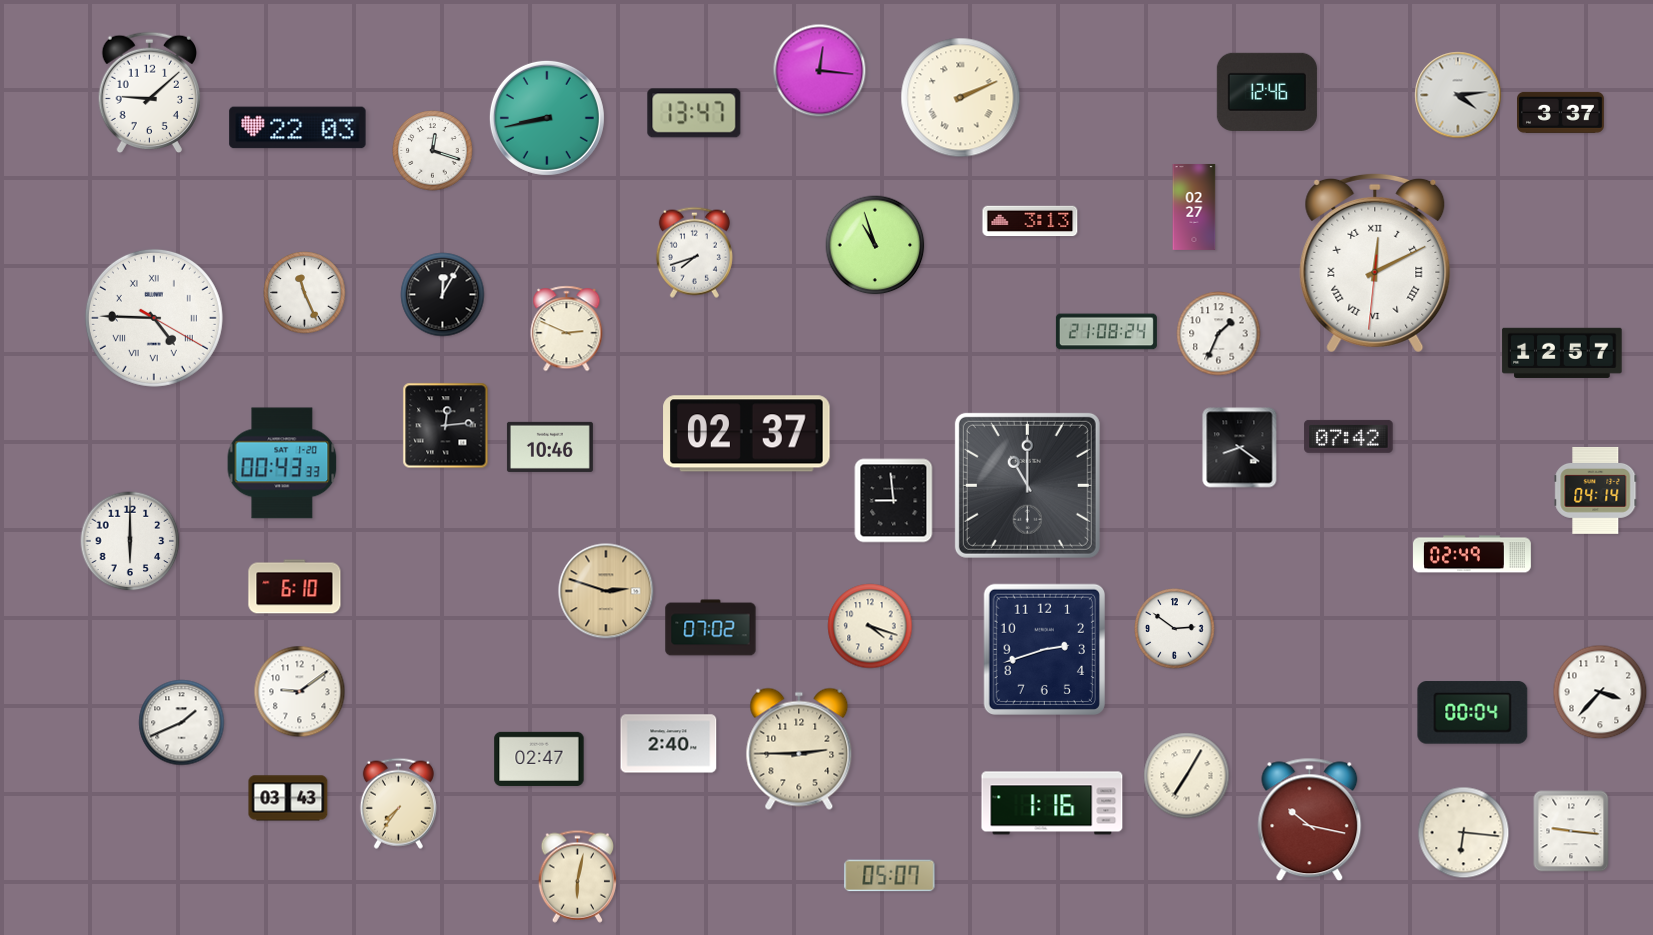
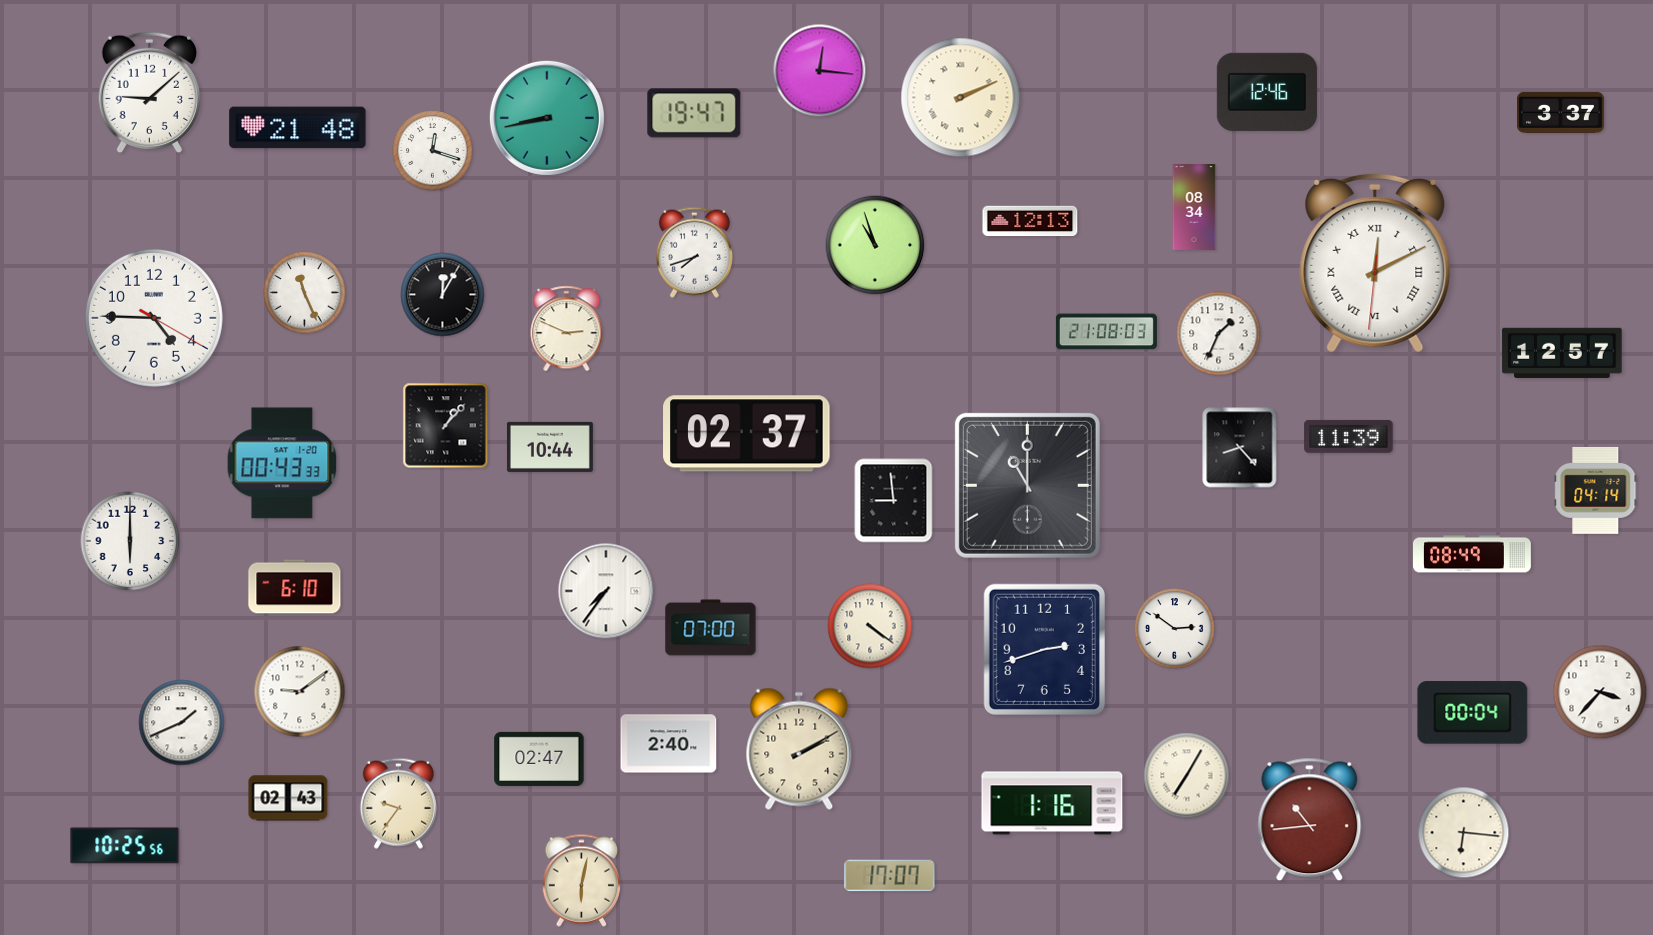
clock at (1458, 95): 4:14 -> none
clock at (694, 113): 13:47 -> 19:47
clock at (298, 128): 22:03 -> 21:48
clock at (1194, 207): 02:27 -> 08:34
clock at (1030, 221): 3:13 -> 12:13
clock at (154, 318) numerals: Roman -> Arabic
clock at (1106, 332): 21:08:24 -> 21:08:03
clock at (446, 426): 12:14 -> 1:07
clock at (1349, 436): 07:42 -> 11:39
clock at (550, 447): 10:46 -> 10:44
clock at (1240, 448): 8:21 -> 8:23
clock at (1473, 554): 02:49 -> 08:49
clock at (606, 591): 2:48 -> 7:36
clock at (606, 591) dial: champagne -> white
clock at (870, 626): 4:18 -> 4:21
clock at (711, 628): 07:02 -> 07:00
clock at (799, 749): 2:45 -> 2:10
clock at (288, 798): 03:43 -> 02:43
clock at (398, 803): 7:36 -> 9:36
clock at (1310, 820): 10:17 -> 10:44
clock at (1571, 831): 9:16 -> none
clock at (125, 846): none -> 10:25
clock at (577, 876) position: (577, 876) -> (581, 880)
clock at (890, 876): 05:07 -> 17:07
